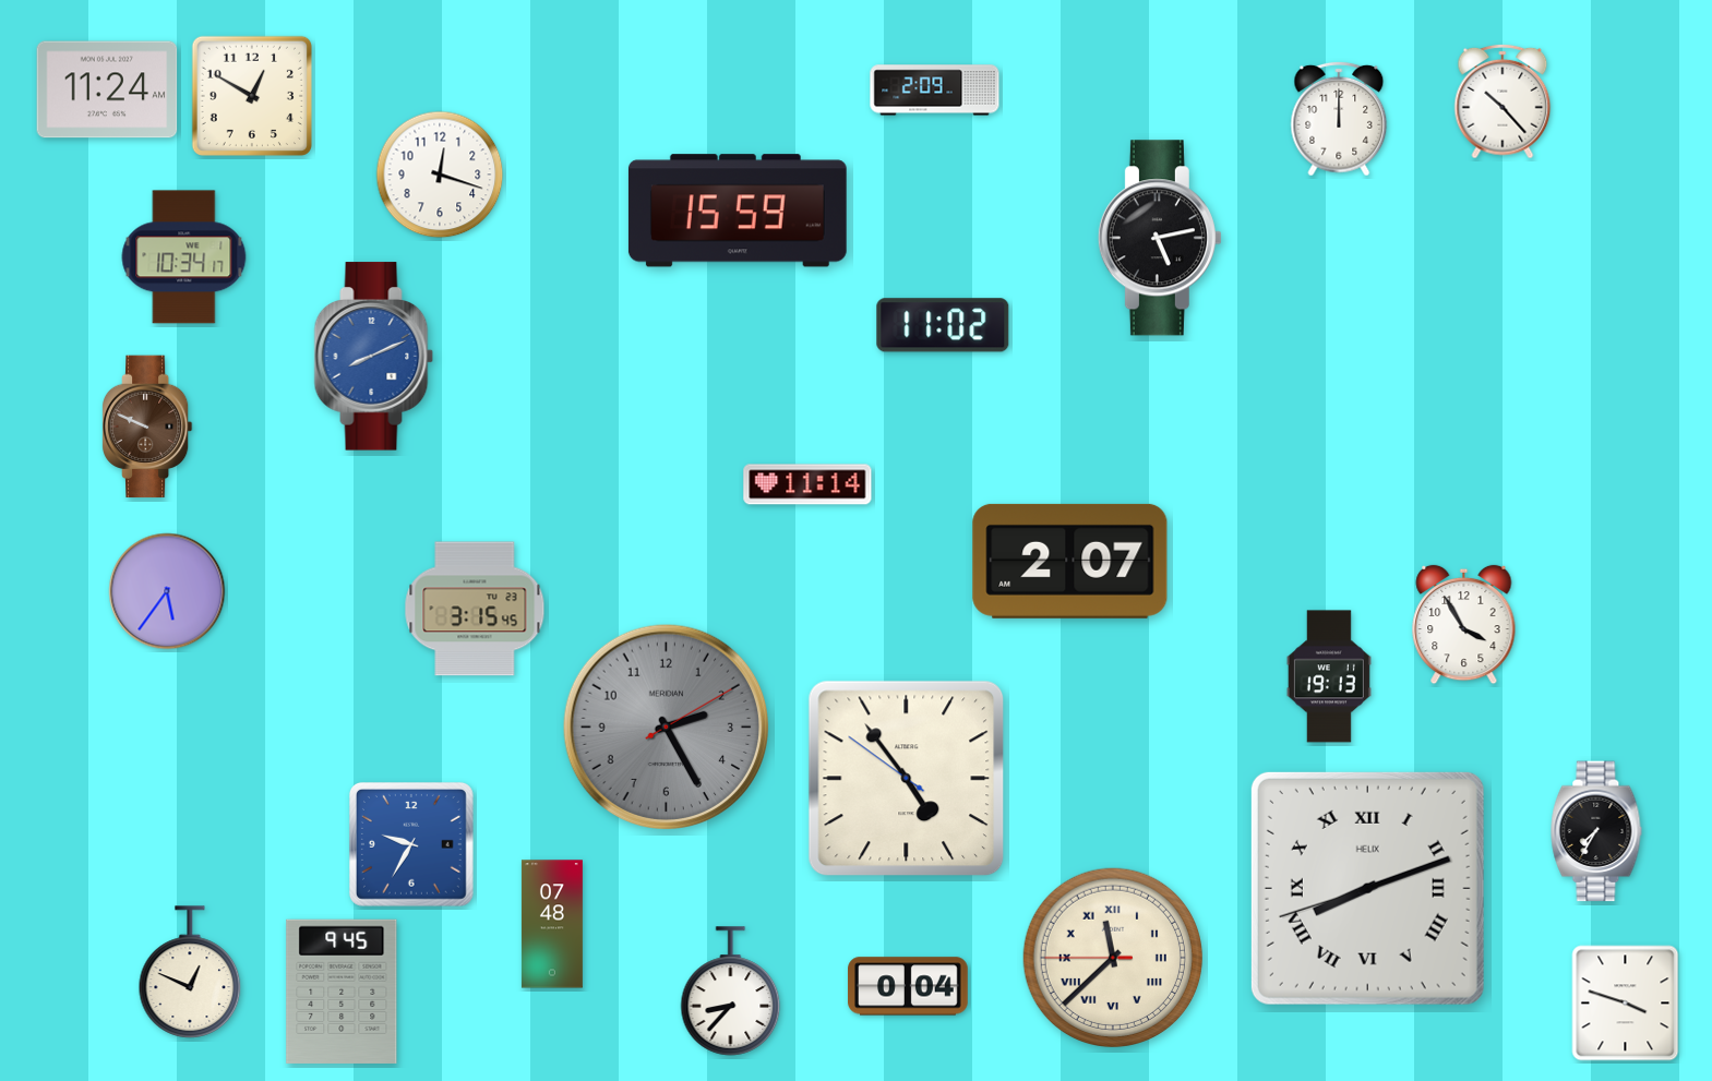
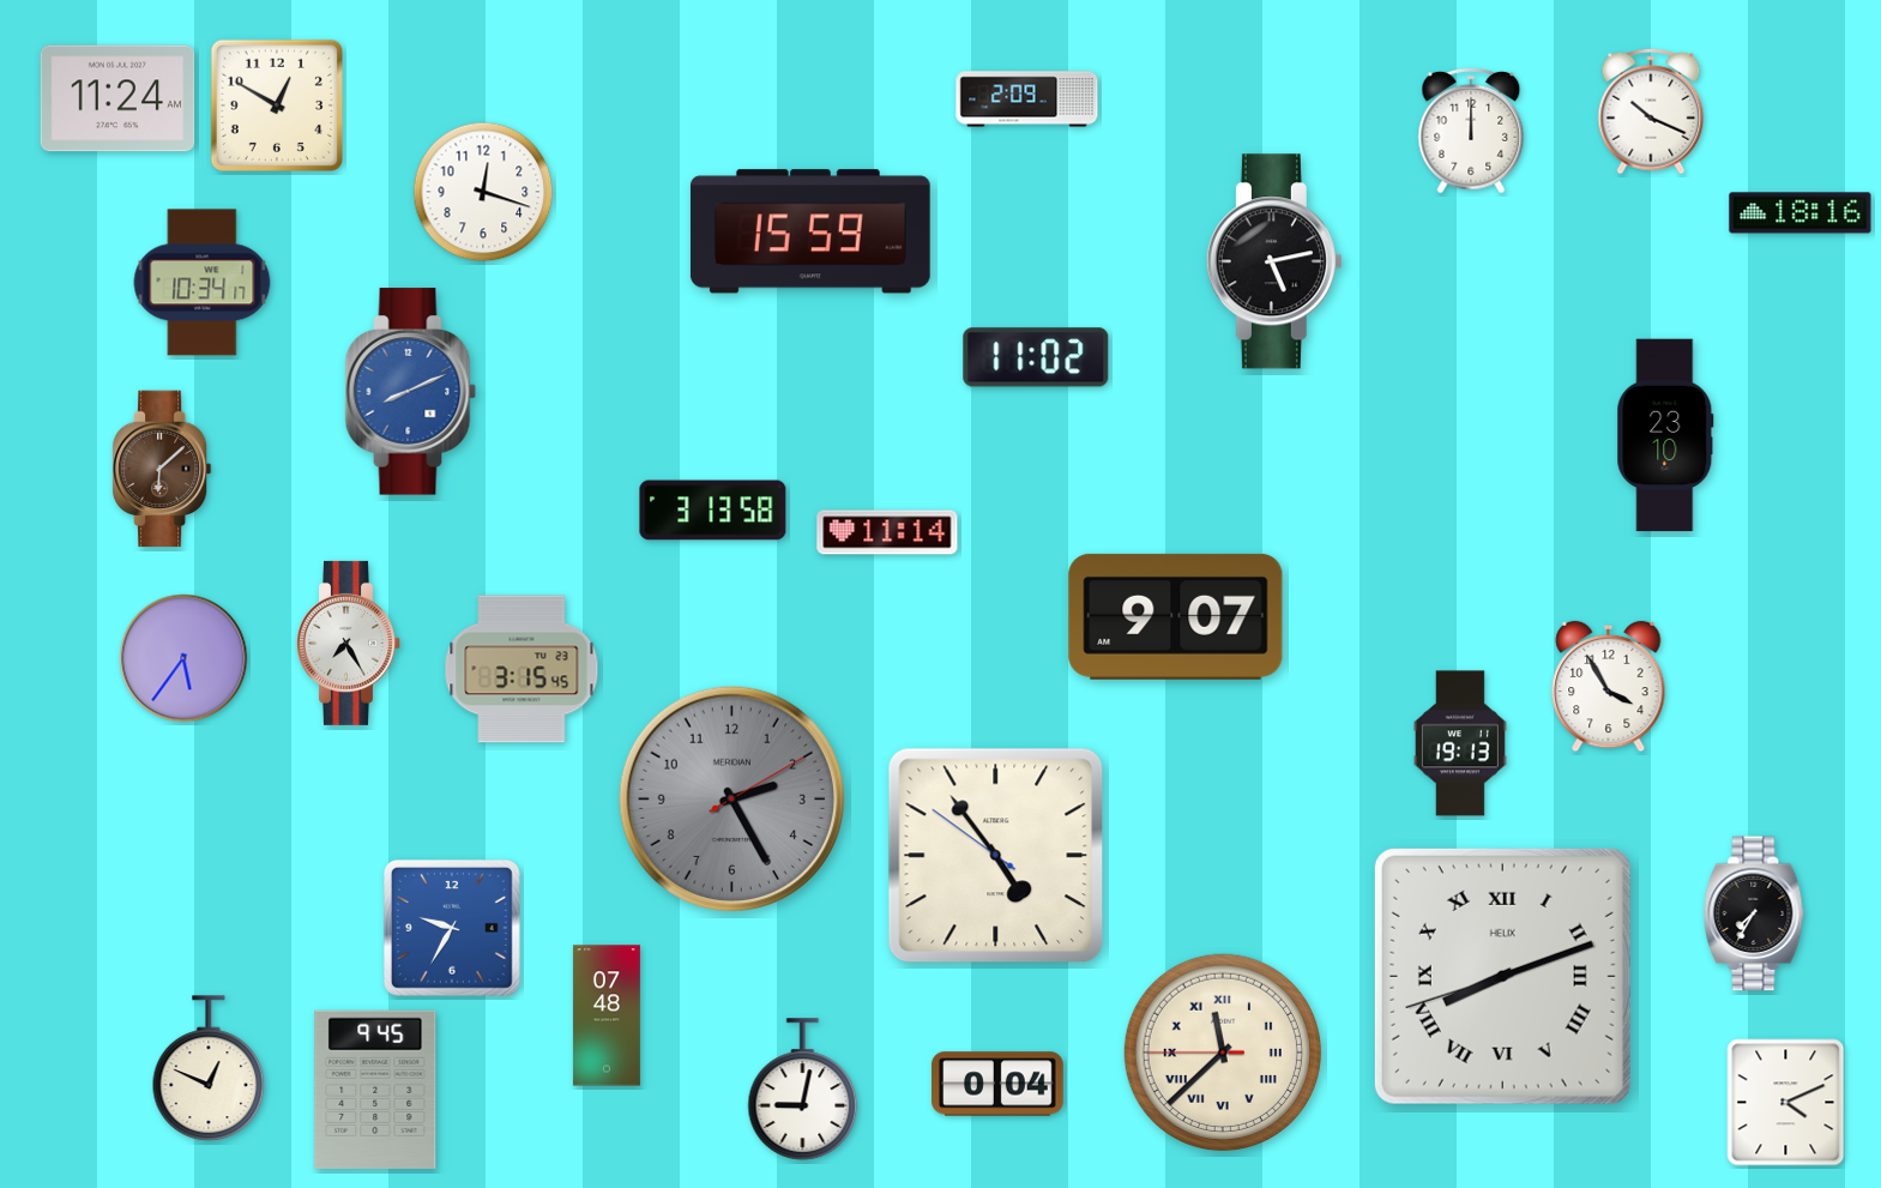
clock at (1503, 101): 10:23 -> 10:19
clock at (1801, 213): none -> 18:16
clock at (1665, 435): none -> 23:10
clock at (147, 427): 9:49 -> 6:08
clock at (713, 511): none -> 3:13
clock at (1070, 561): 2:07 -> 9:07
clock at (349, 643): none -> 7:25
clock at (167, 591) position: (167, 591) -> (183, 658)
clock at (731, 992): 8:37 -> 9:02
clock at (1626, 1004): 3:48 -> 4:11
